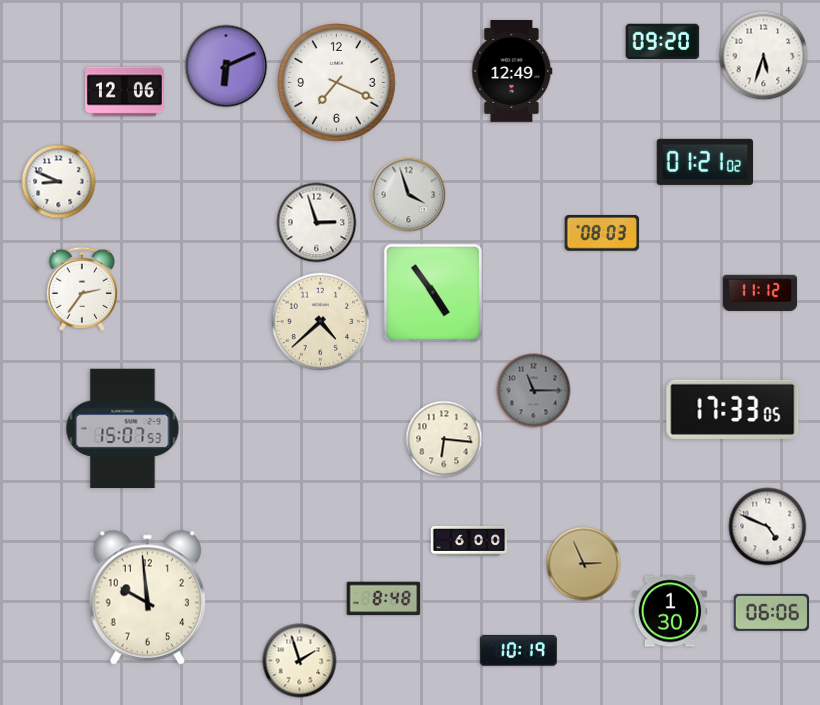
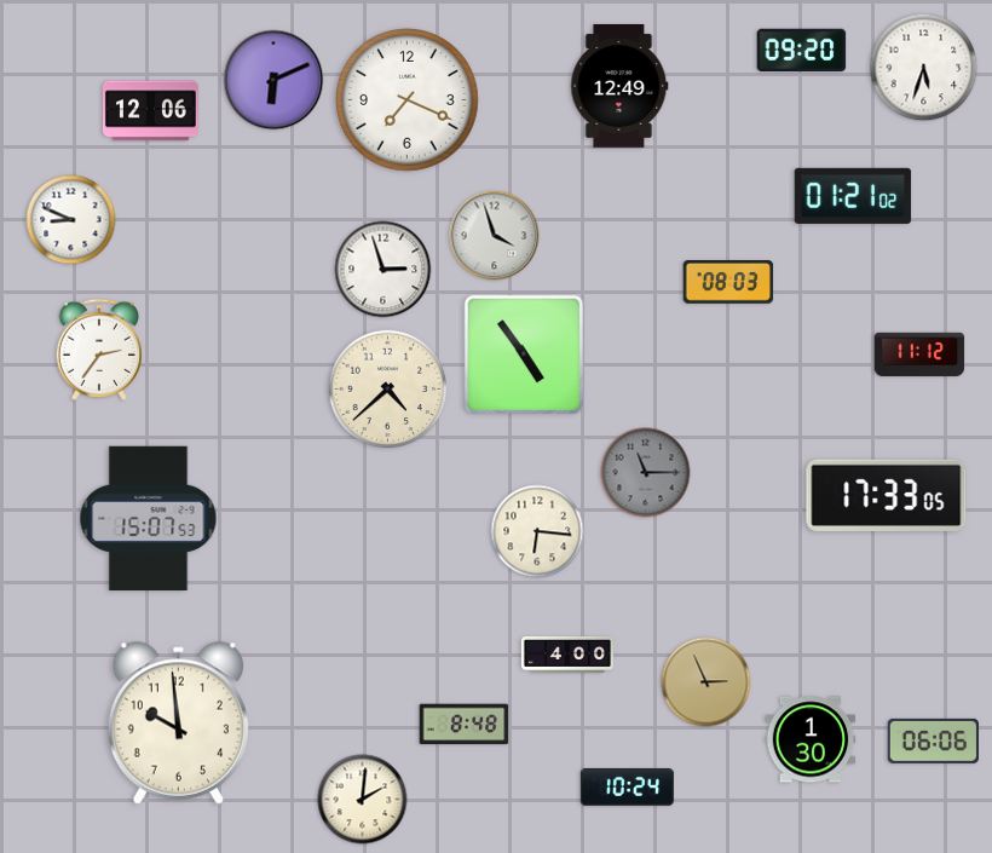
clock at (768, 527): 4:49 -> none
clock at (468, 541): 6:00 -> 4:00
clock at (518, 650): 10:19 -> 10:24
clock at (300, 661): 1:57 -> 2:01
